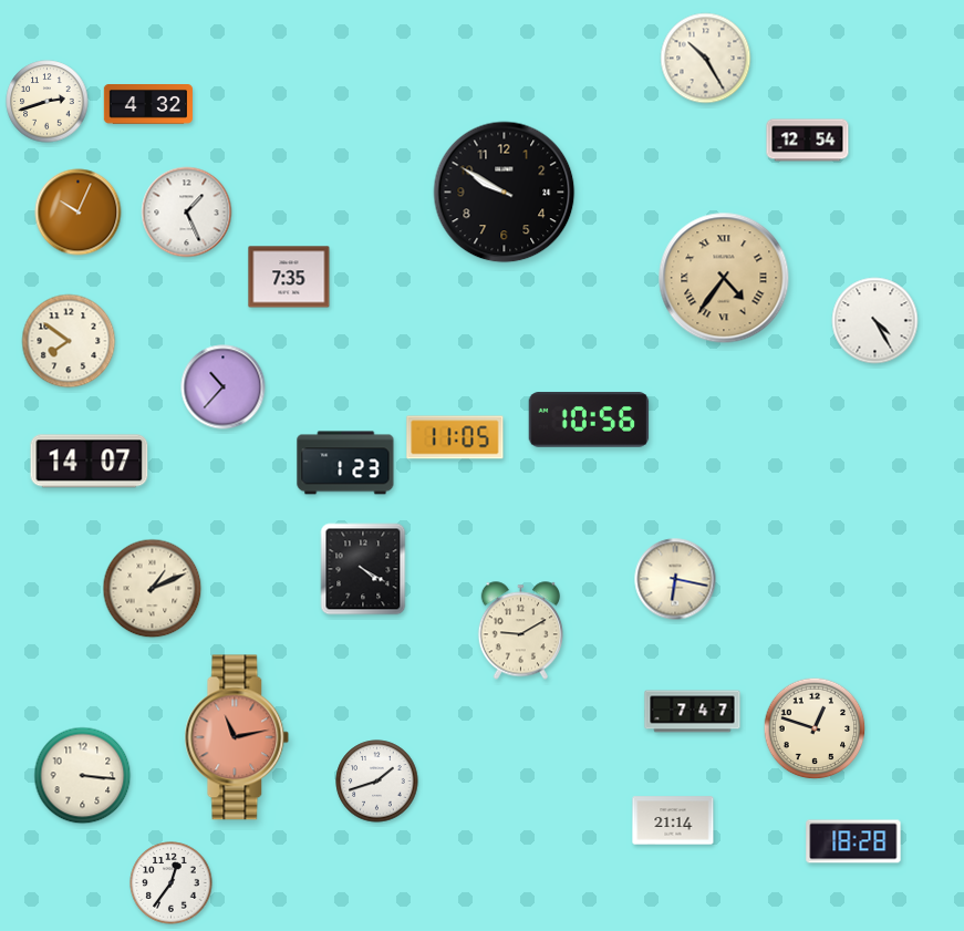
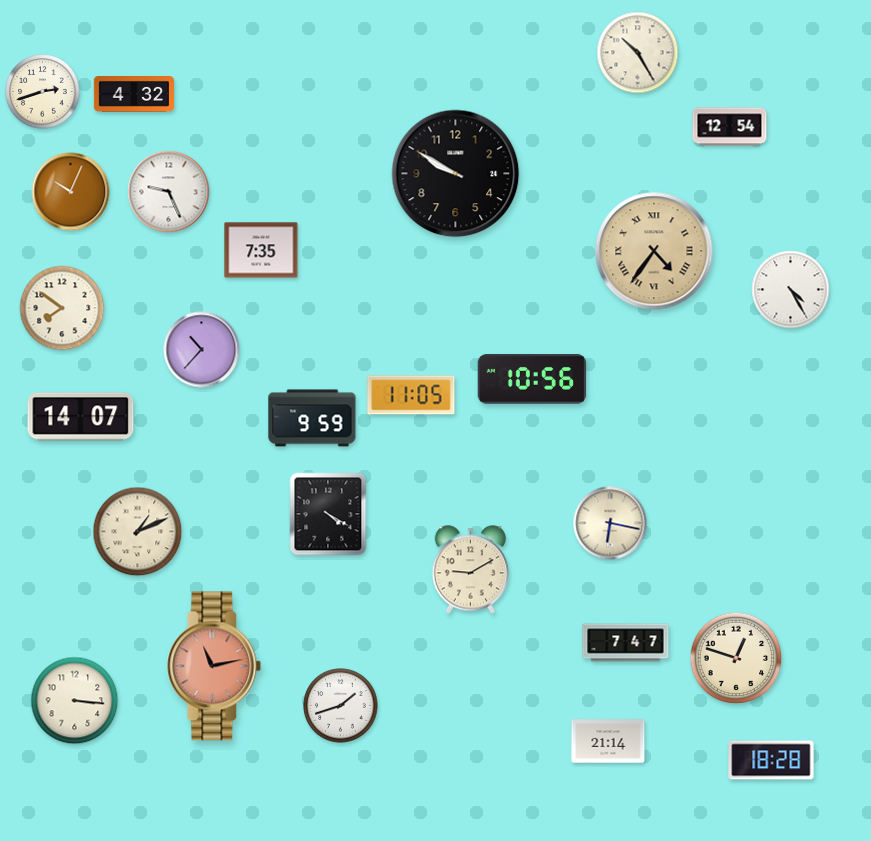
clock at (187, 213): 1:26 -> 9:26
clock at (345, 463): 1:23 -> 9:59
clock at (172, 883): 12:36 -> none
